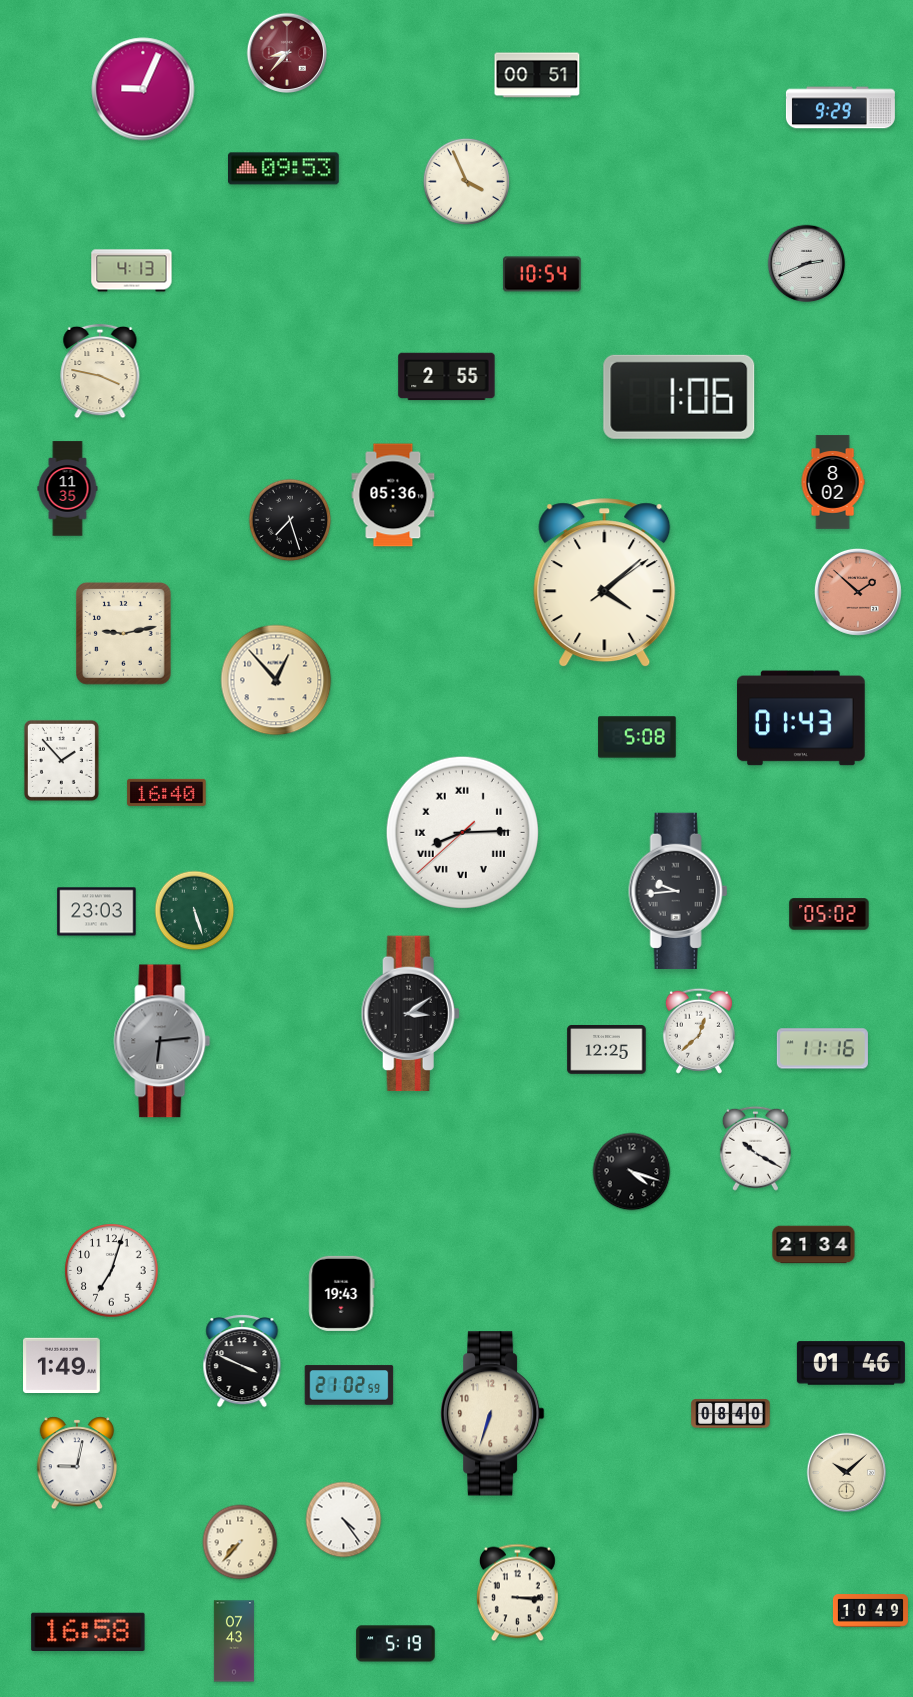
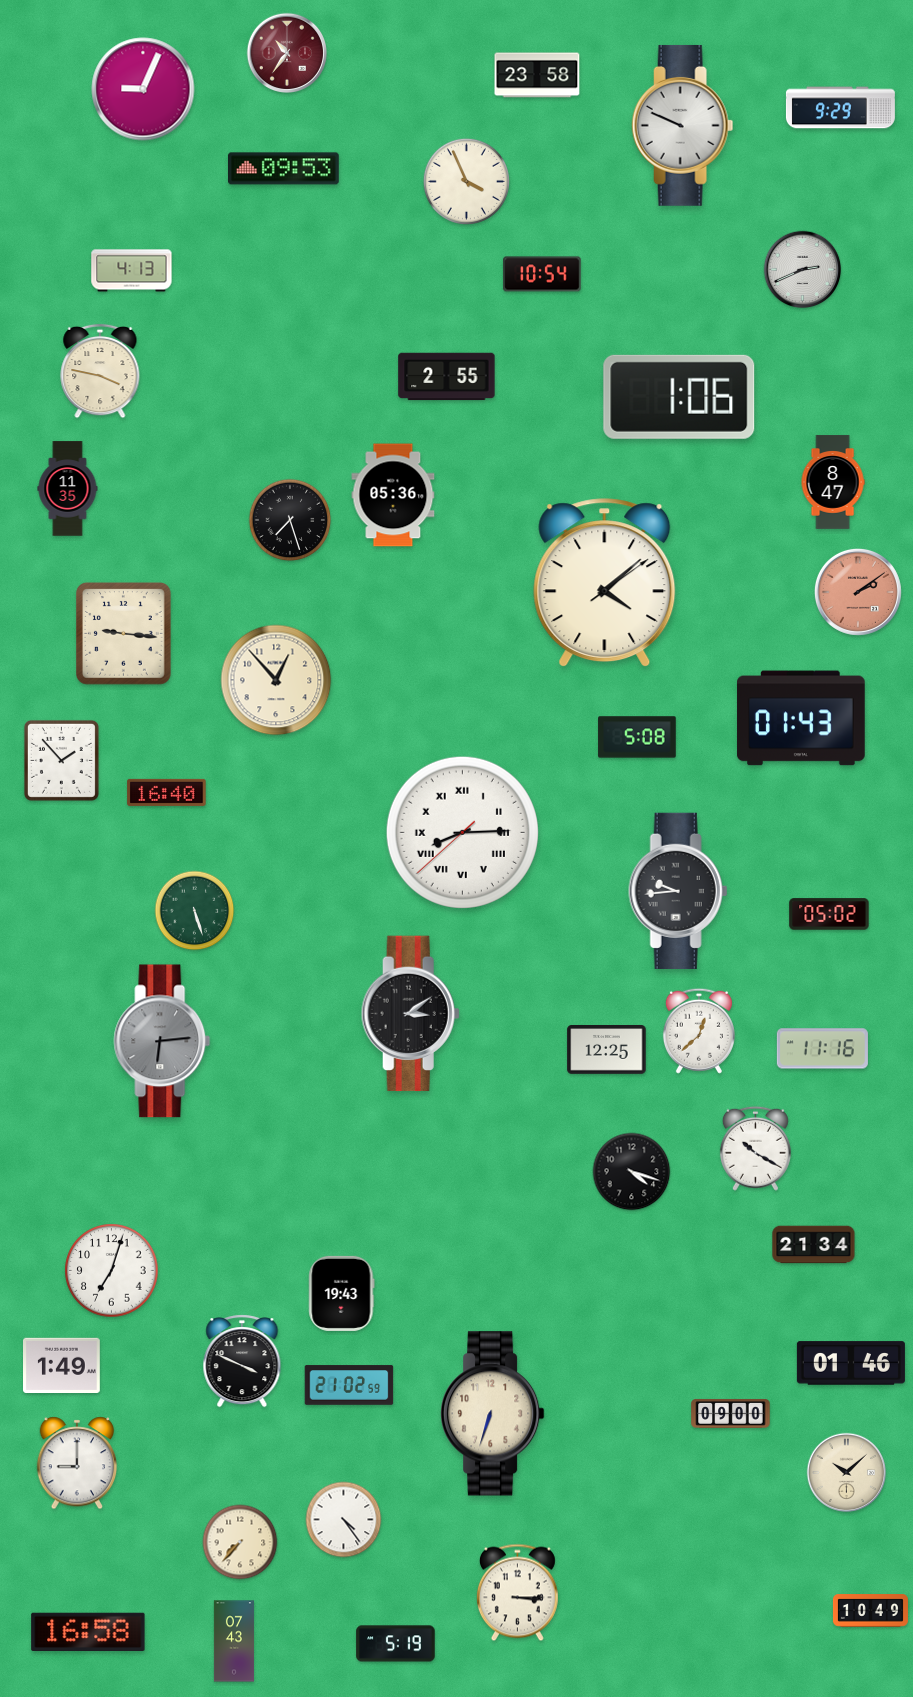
clock at (286, 52): 8:37 -> 10:36
clock at (537, 75): 00:51 -> 23:58
clock at (683, 125): none -> 9:49
clock at (807, 264) position: (807, 264) -> (803, 270)
clock at (833, 482): 8:02 -> 8:47
clock at (858, 592): 1:52 -> 2:09
clock at (124, 634): 9:13 -> 9:16
clock at (97, 912): 23:03 -> none
clock at (731, 1413): 08:40 -> 09:00
clock at (77, 1463): 9:02 -> 9:00
